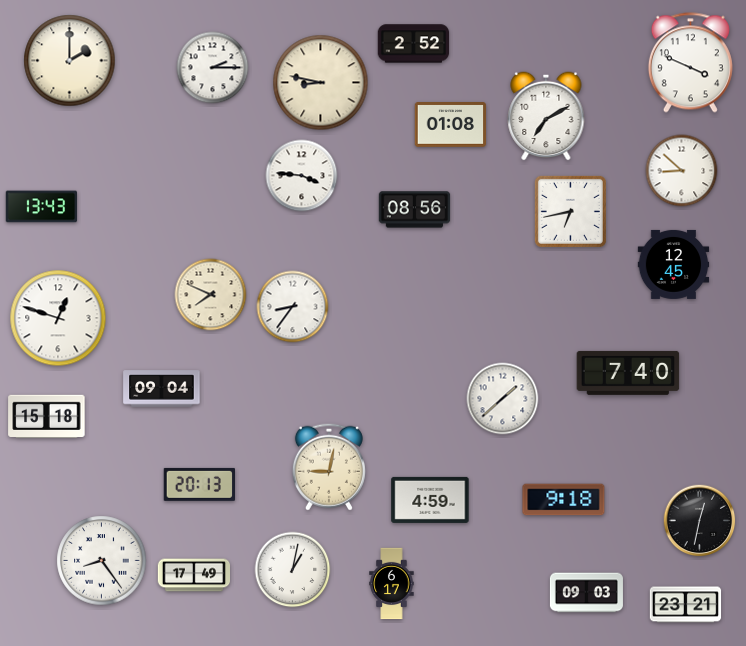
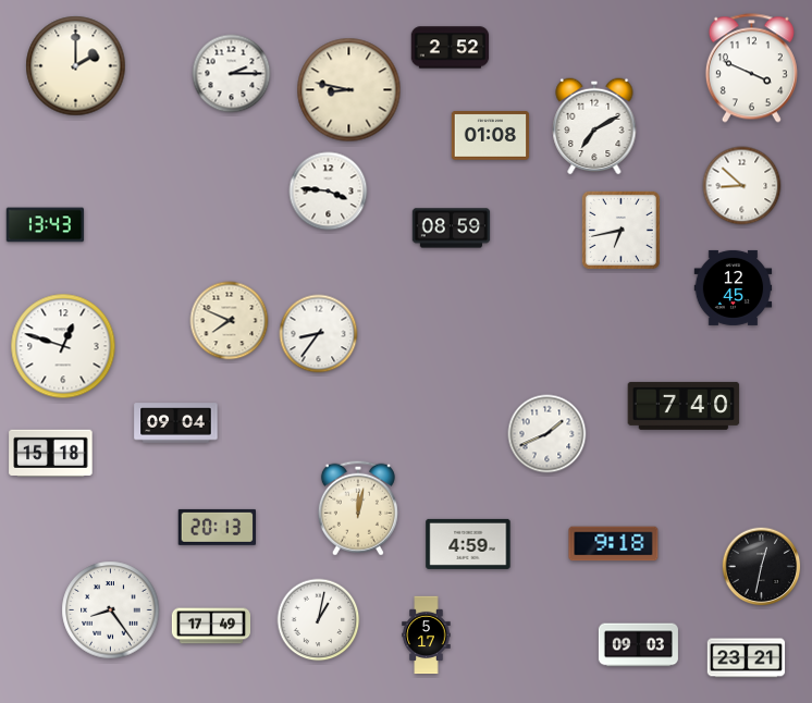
clock at (415, 210): 08:56 -> 08:59
clock at (503, 399): 1:38 -> 1:41
clock at (329, 467): 9:02 -> 12:02
clock at (392, 584): 6:17 -> 5:17
